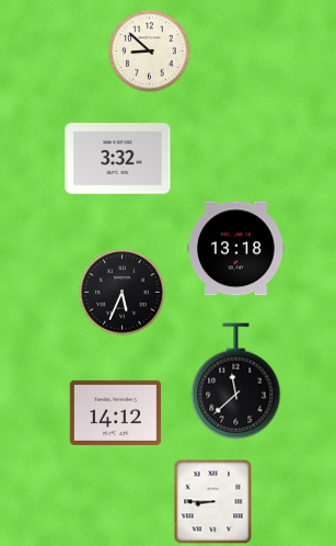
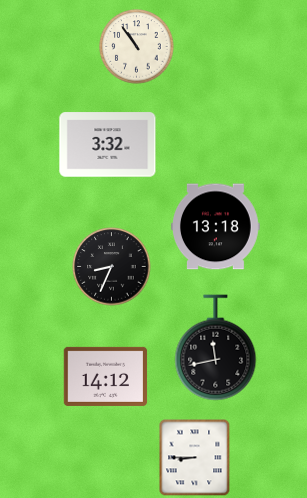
clock at (150, 52): 8:52 -> 10:54
clock at (123, 293): 5:34 -> 8:34
clock at (236, 382): 11:38 -> 11:43
